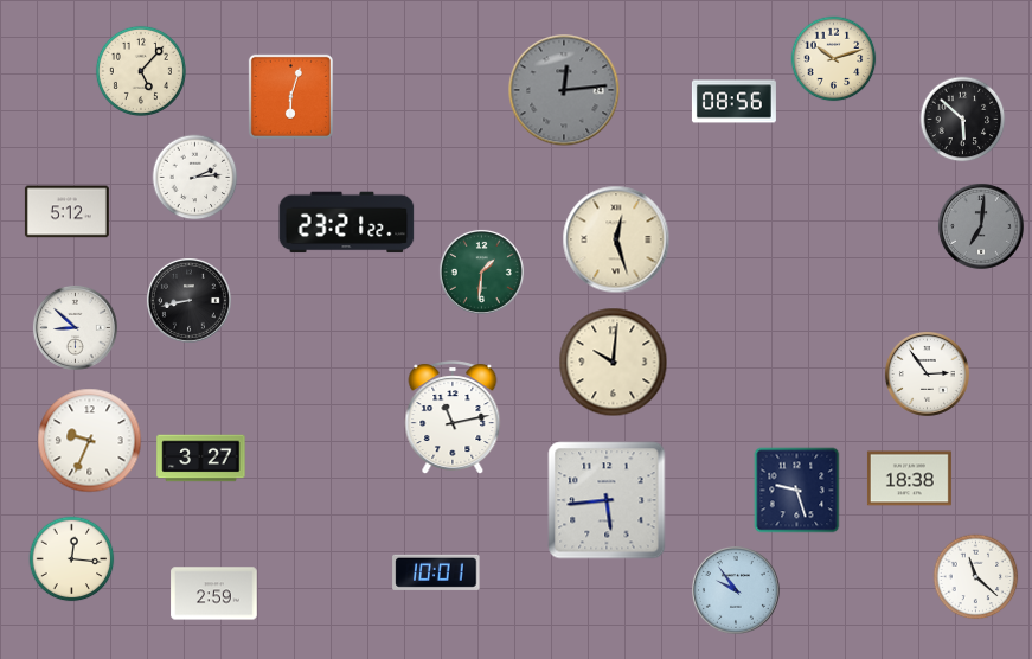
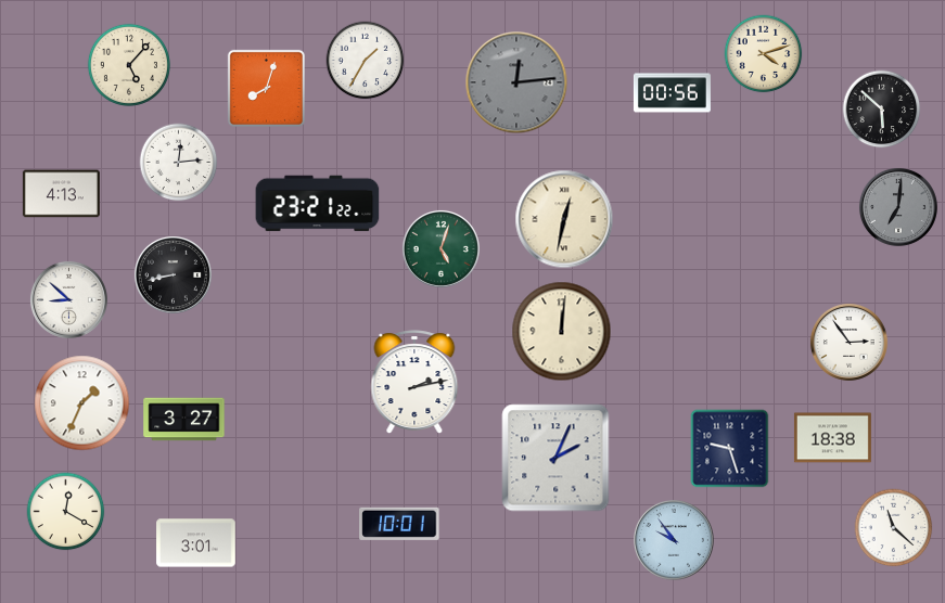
clock at (834, 59): 10:12 -> 4:12
clock at (366, 61): none -> 1:35
clock at (290, 96): 6:03 -> 8:03
clock at (733, 102): 08:56 -> 00:56
clock at (195, 178): 2:14 -> 12:14
clock at (66, 212): 5:12 -> 4:13
clock at (616, 239): 12:27 -> 12:32
clock at (481, 271): 1:31 -> 5:03
clock at (614, 363): 10:01 -> 12:01
clock at (453, 417): 11:13 -> 2:13
clock at (90, 441): 9:34 -> 1:34
clock at (607, 500): 5:44 -> 2:04
clock at (72, 559): 12:16 -> 12:20
clock at (214, 594): 2:59 -> 3:01
